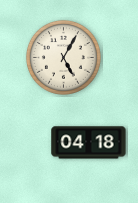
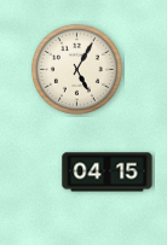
clock at (89, 143): 04:18 -> 04:15
